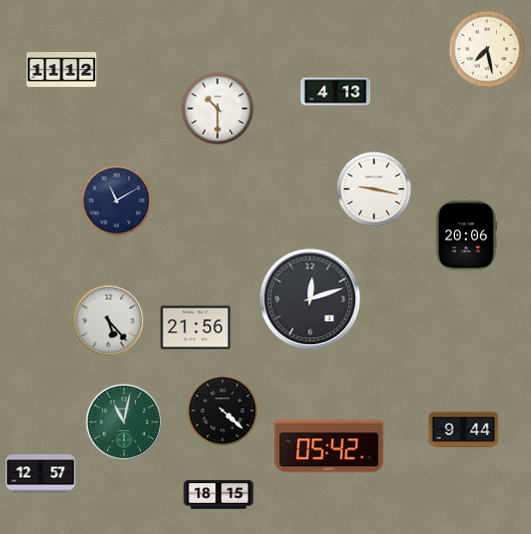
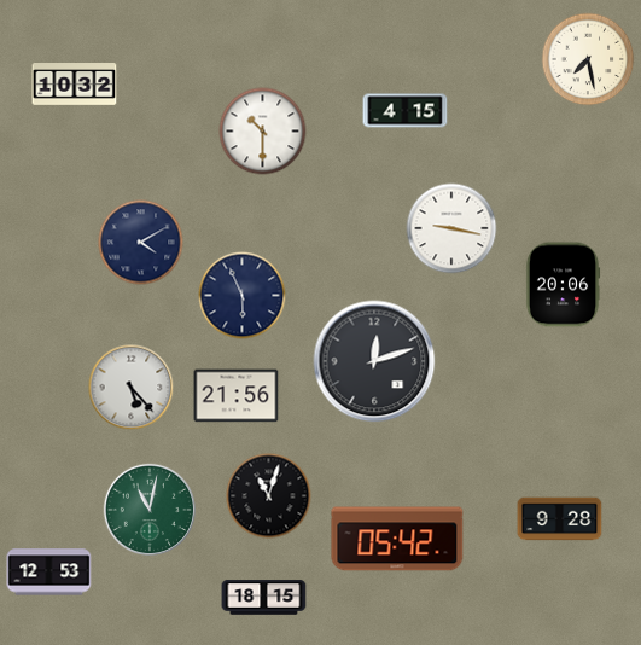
clock at (62, 70): 11:12 -> 10:32
clock at (336, 92): 4:13 -> 4:15
clock at (117, 201): 11:10 -> 4:10
clock at (243, 296): none -> 5:56
clock at (223, 411): 4:22 -> 11:03
clock at (464, 430): 9:44 -> 9:28
clock at (41, 474): 12:57 -> 12:53
